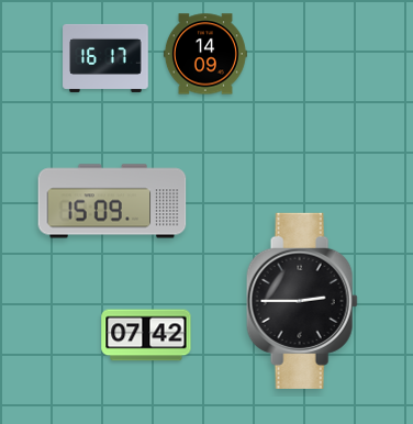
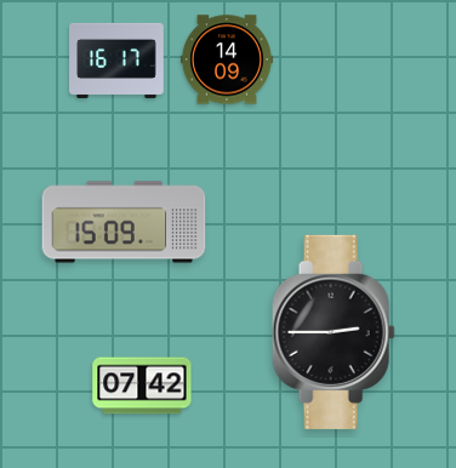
clock at (105, 58) position: (105, 58) -> (116, 61)
clock at (146, 335) position: (146, 335) -> (142, 386)
